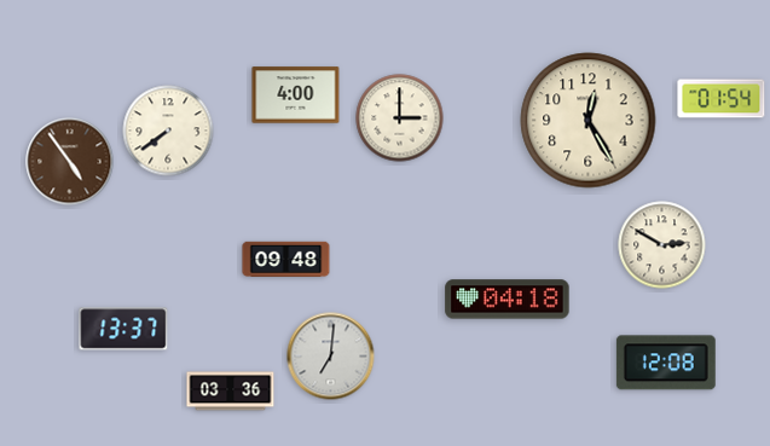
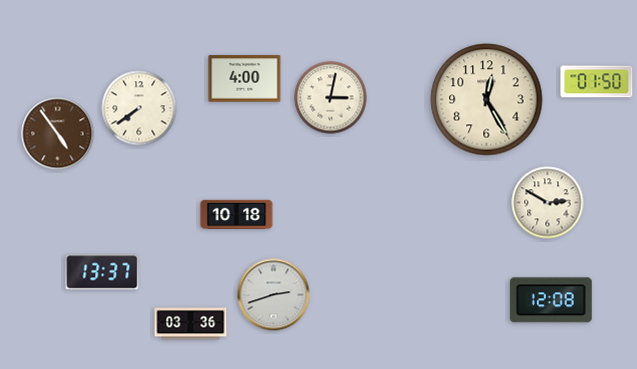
clock at (722, 99): 01:54 -> 01:50
clock at (400, 118): 3:00 -> 3:02
clock at (286, 260): 09:48 -> 10:18
clock at (508, 300): 04:18 -> none
clock at (331, 357): 7:01 -> 2:42
